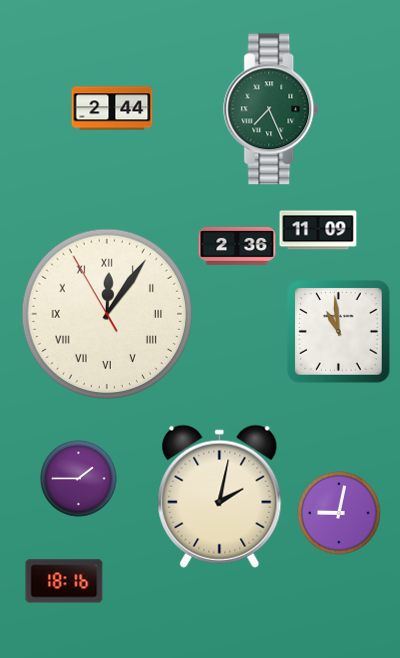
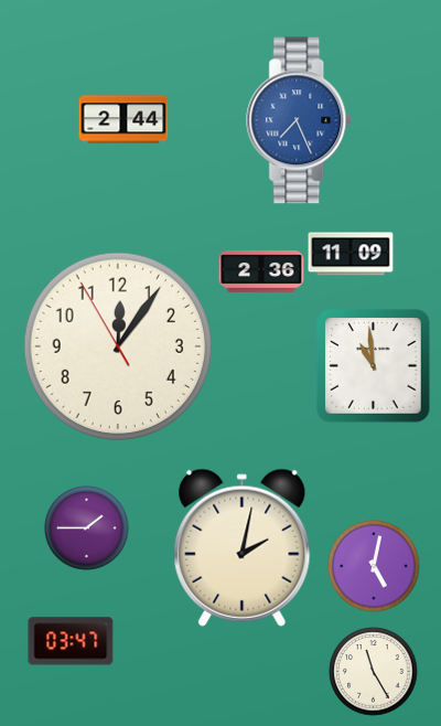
clock at (272, 109) dial: green -> blue
clock at (106, 313) numerals: Roman -> Arabic
clock at (339, 513): 9:02 -> 5:02
clock at (64, 581): 18:16 -> 03:47
clock at (374, 672): none -> 11:25
